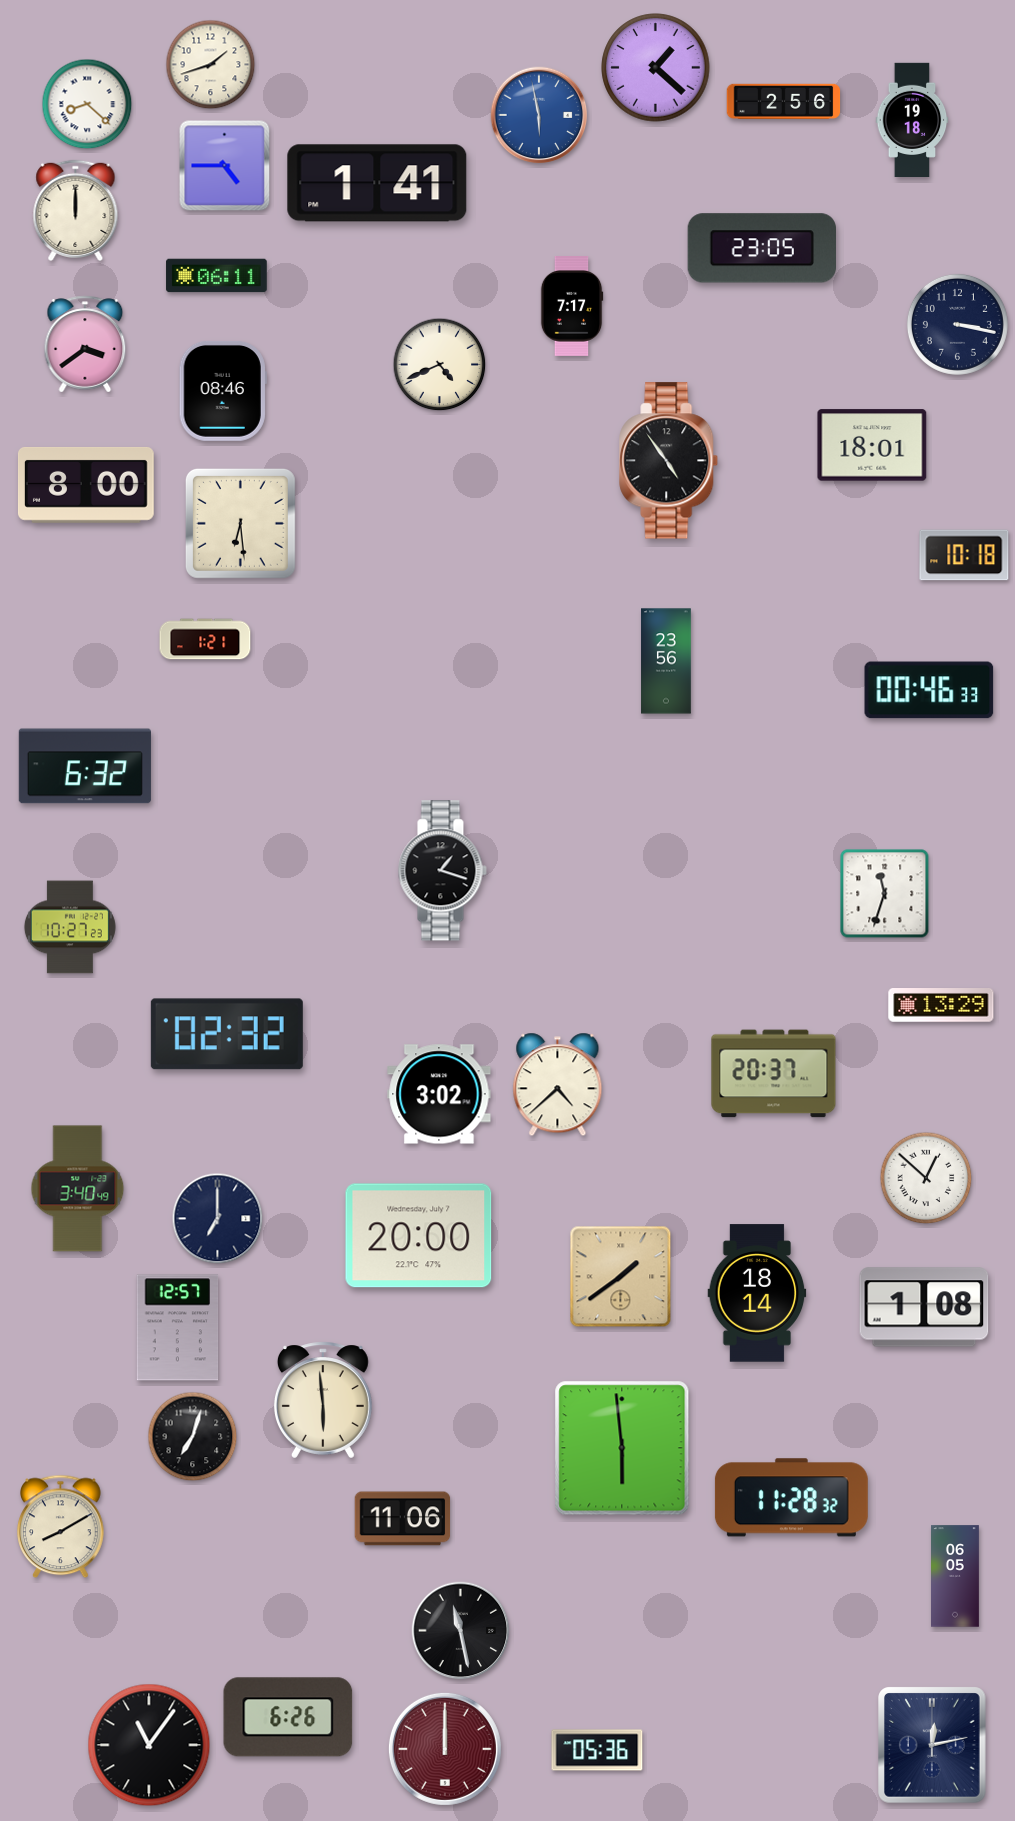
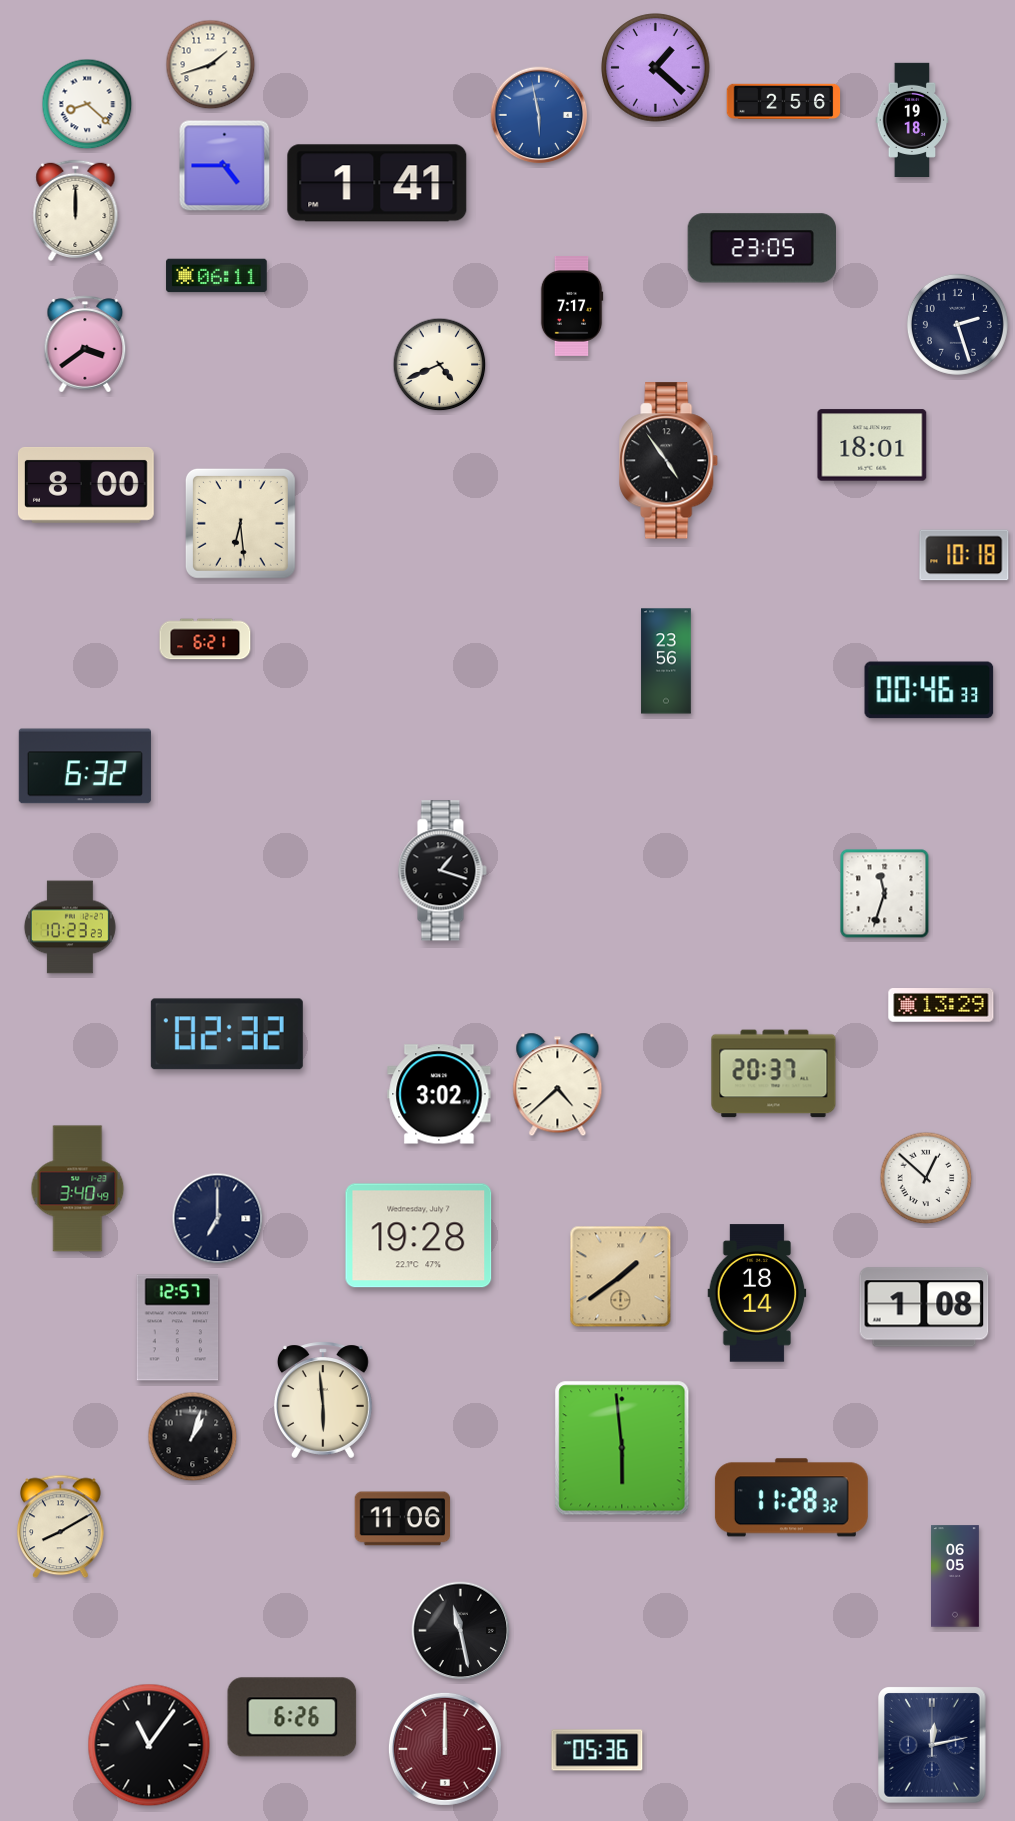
clock at (957, 324): 3:17 -> 2:27
clock at (223, 391): 08:46 -> none
clock at (205, 639): 1:21 -> 6:21
clock at (70, 927): 10:27 -> 10:23
clock at (419, 1236): 20:00 -> 19:28
clock at (193, 1437): 7:03 -> 1:03
clock at (288, 1717) position: (288, 1717) -> (292, 1717)
